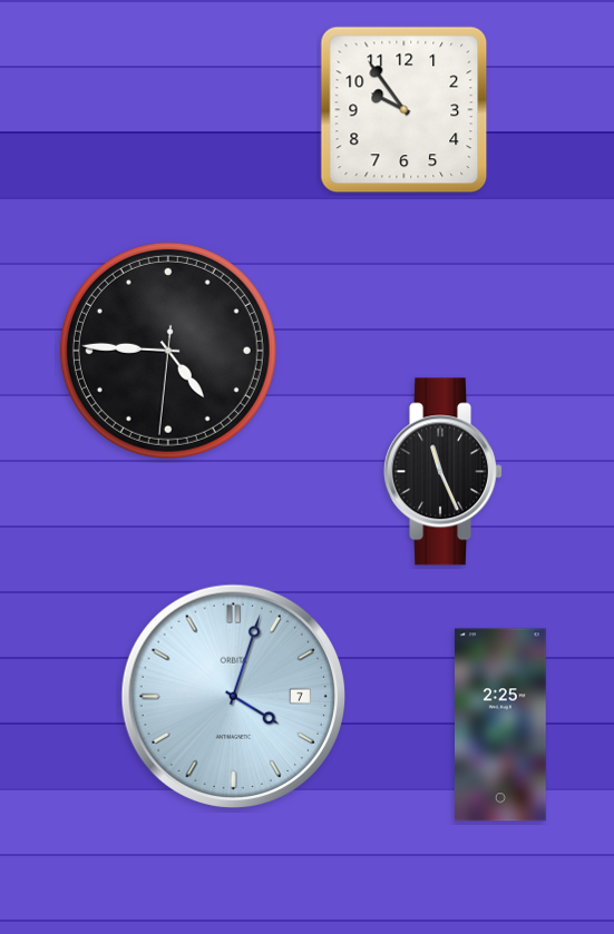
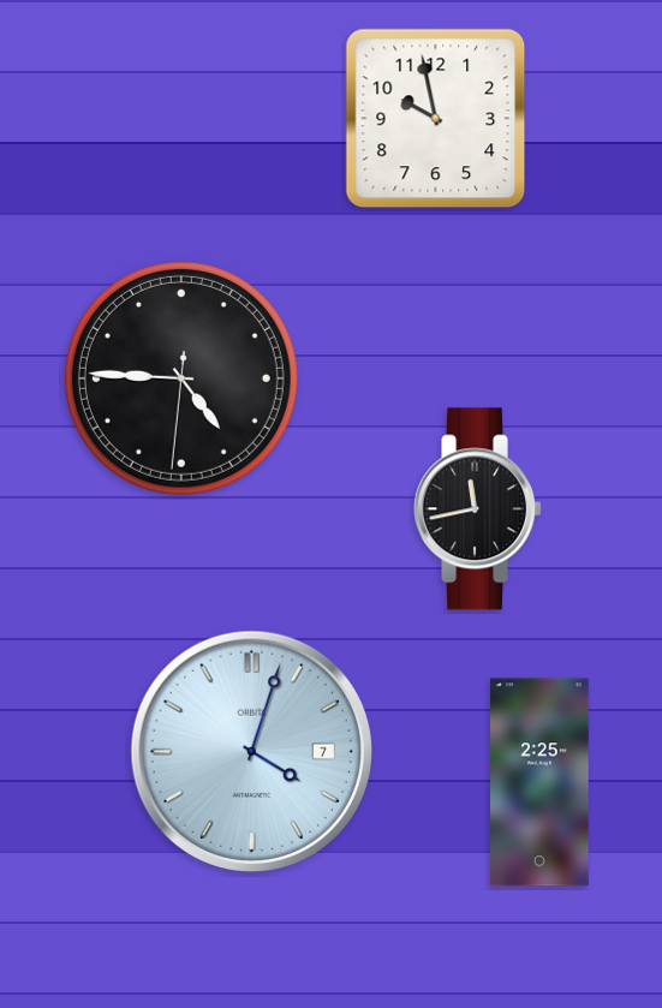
clock at (405, 110): 9:54 -> 9:58
clock at (444, 472): 11:26 -> 11:43
